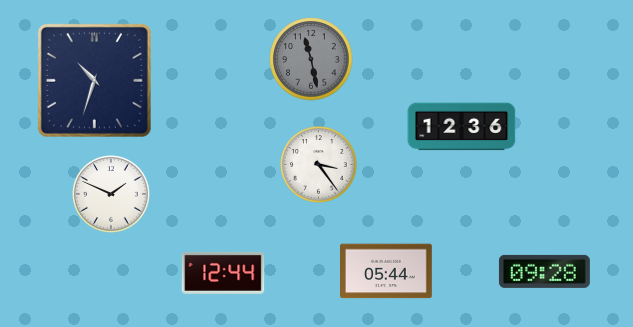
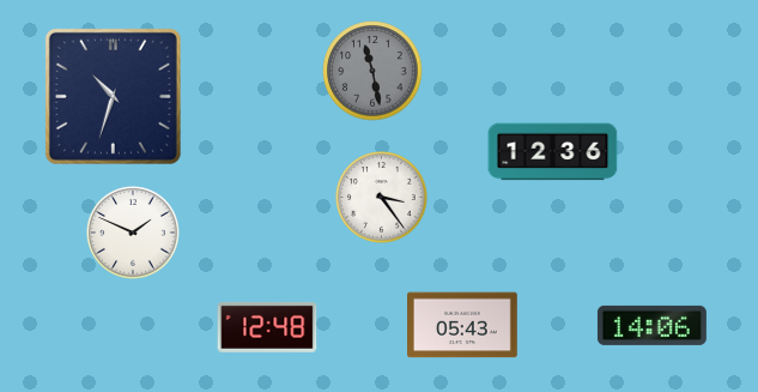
clock at (387, 271): 05:44 -> 05:43
clock at (544, 271): 09:28 -> 14:06
clock at (223, 273): 12:44 -> 12:48
